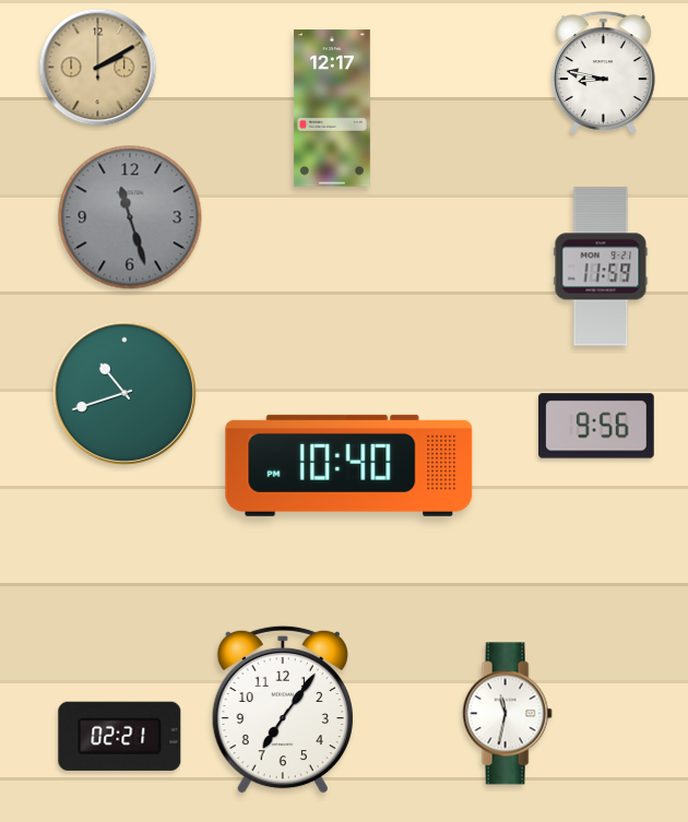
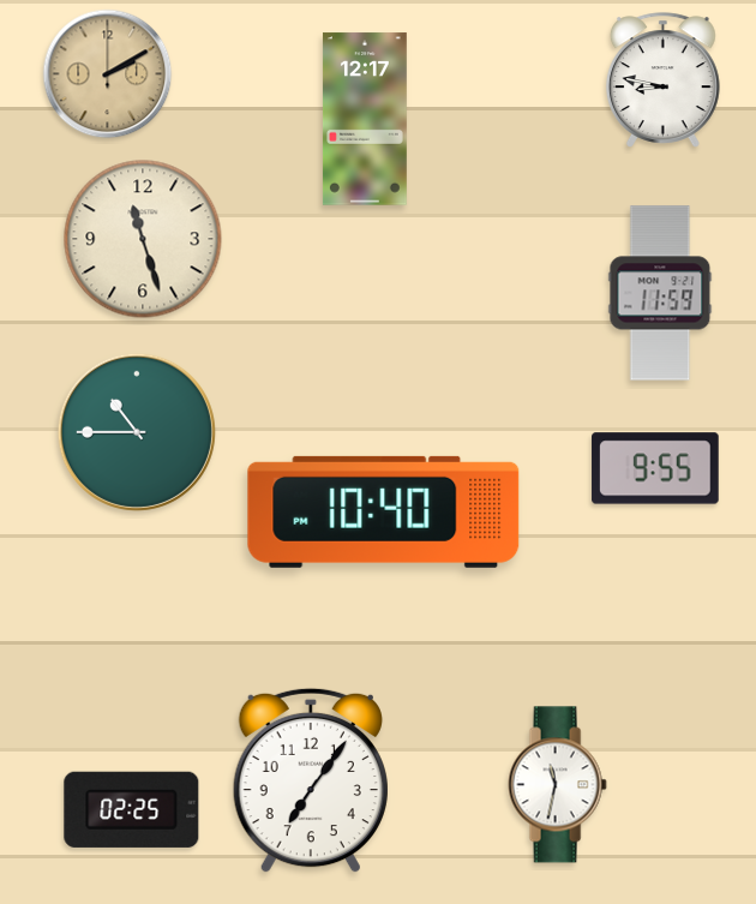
clock at (130, 217) dial: grey -> cream
clock at (124, 393): 10:42 -> 10:45
clock at (596, 426): 9:56 -> 9:55
clock at (120, 736): 02:21 -> 02:25
